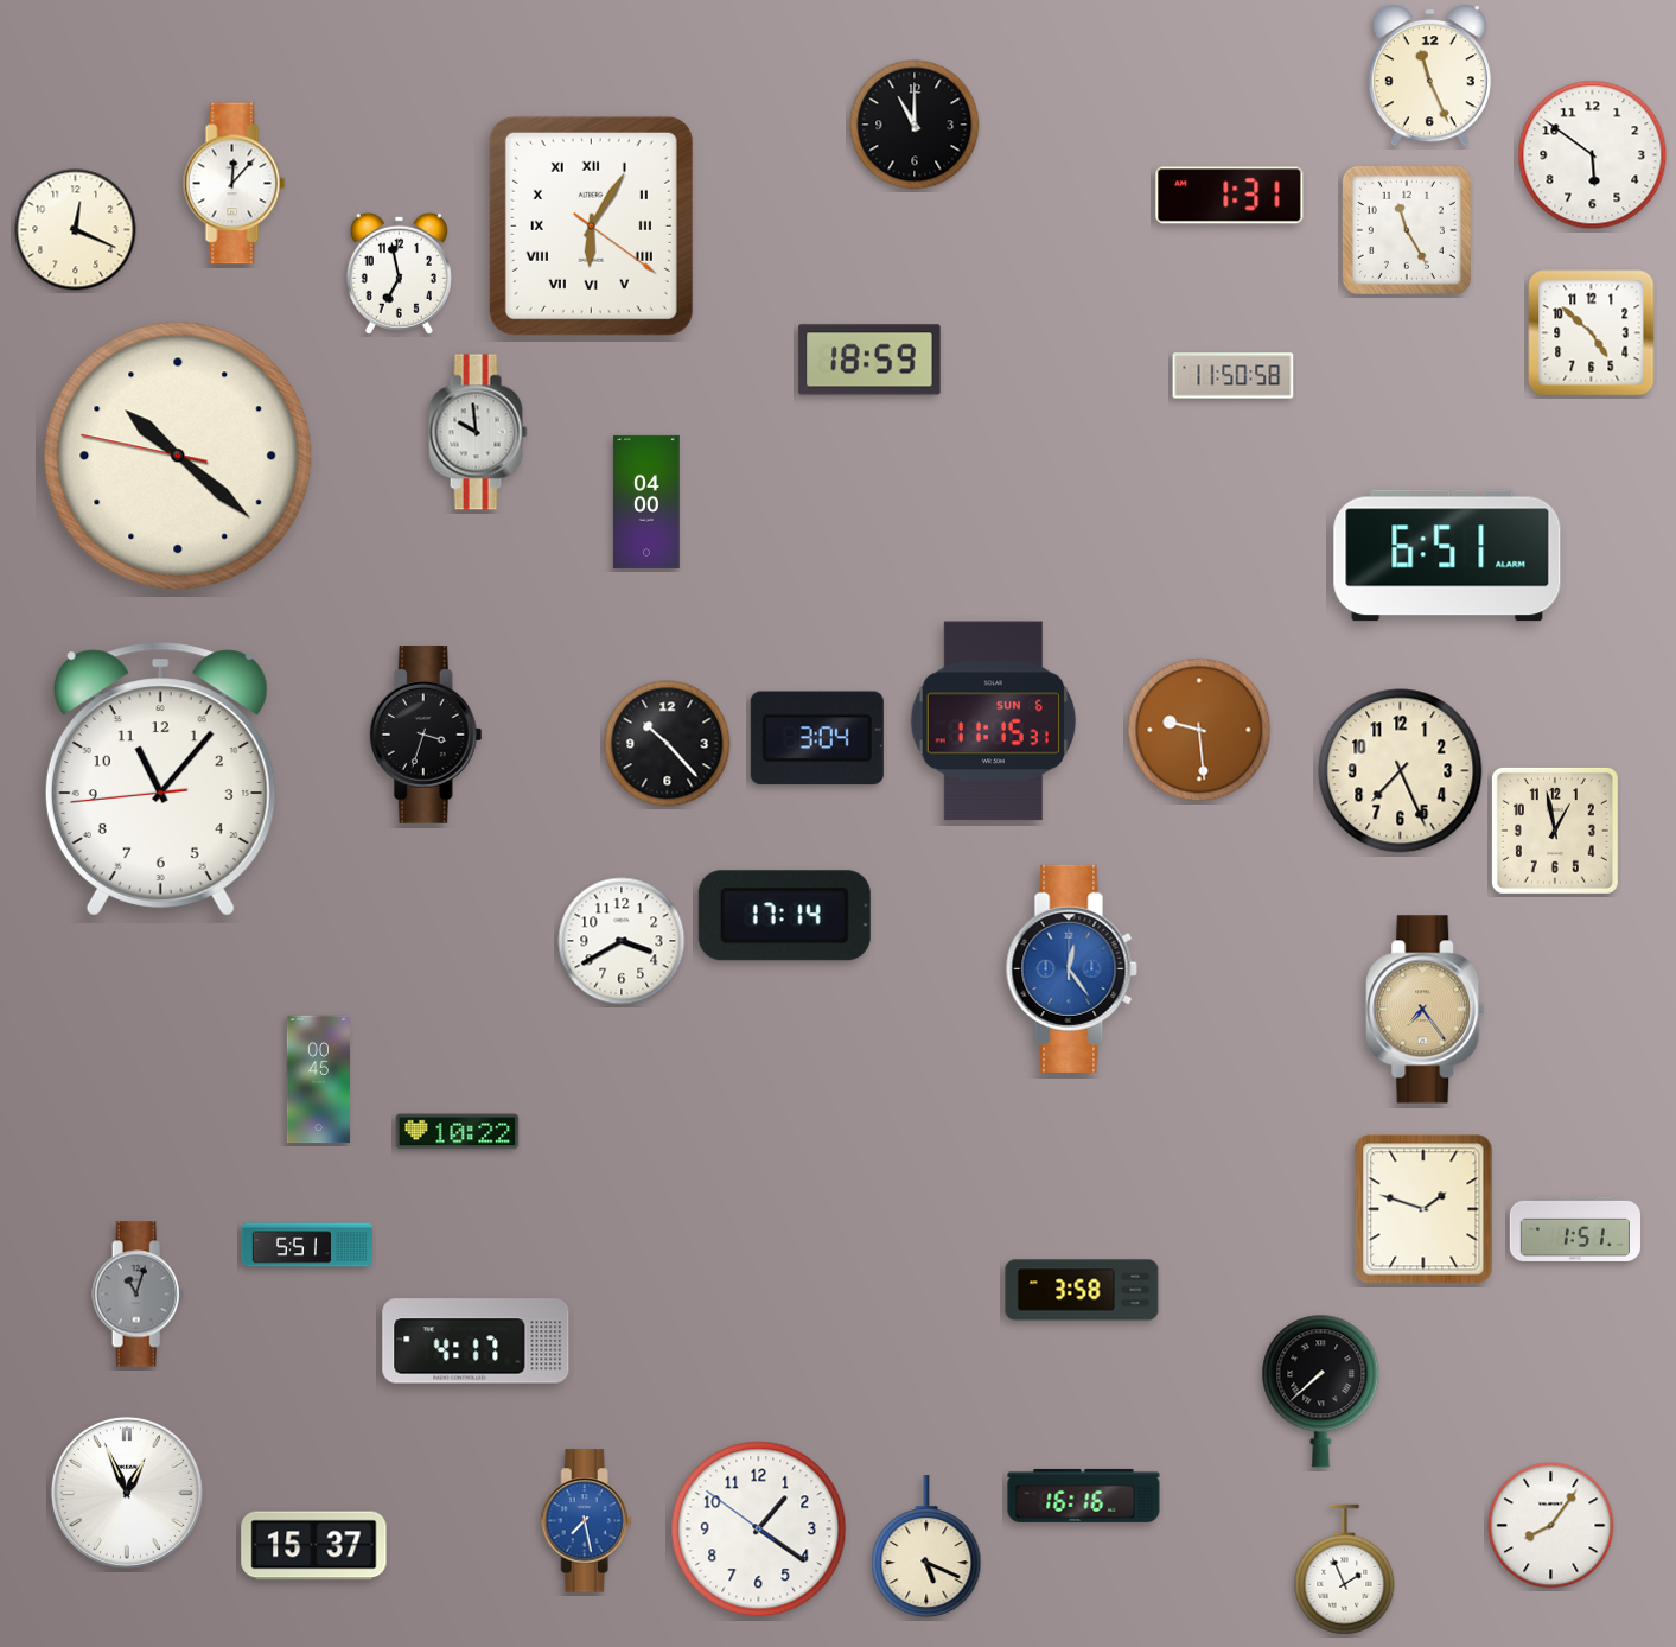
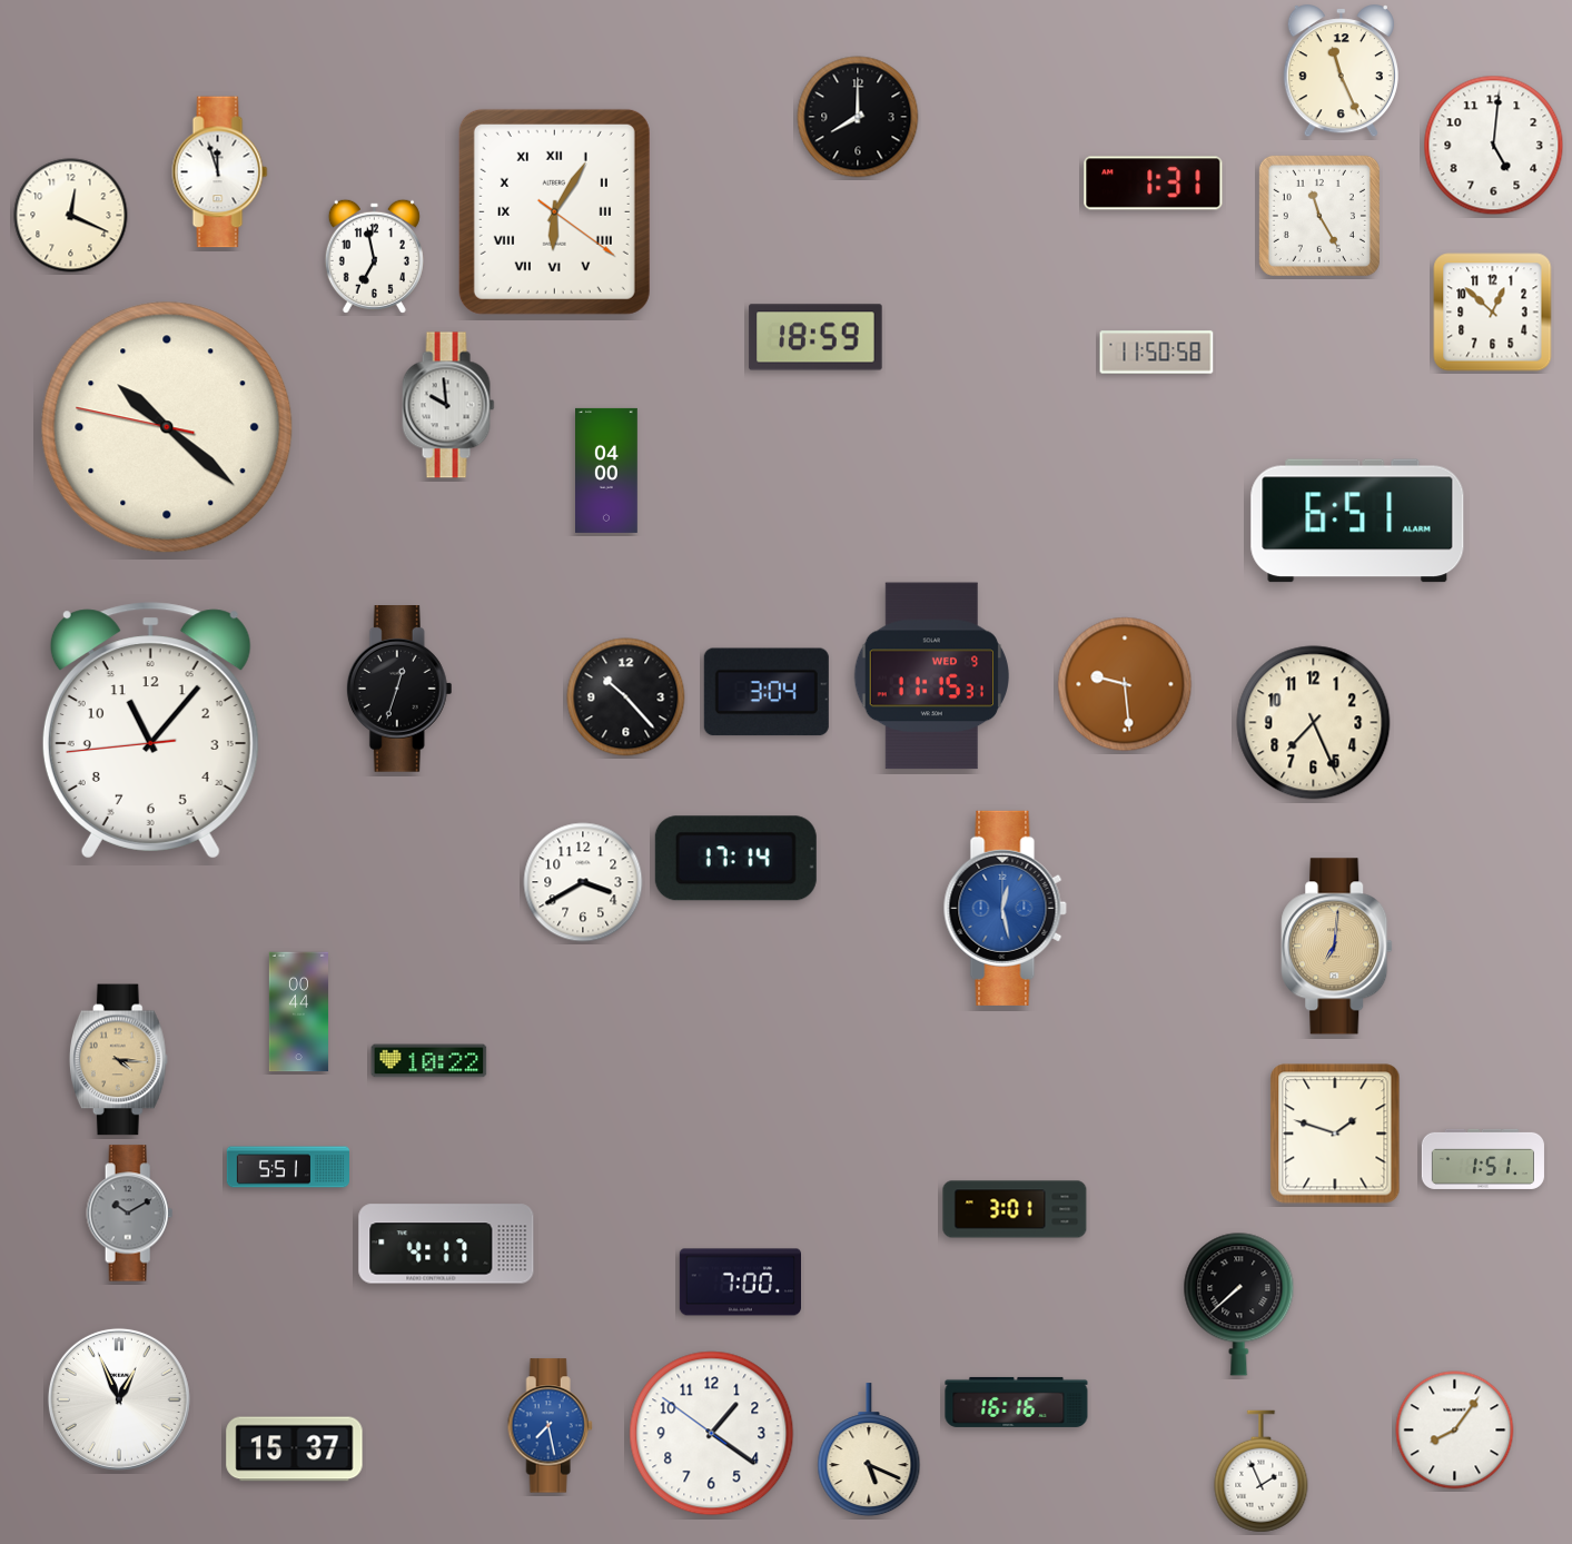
clock at (915, 125): 11:00 -> 8:00
clock at (1593, 155): 5:51 -> 5:01
clock at (235, 184): 12:07 -> 11:57
clock at (1592, 333): 4:52 -> 12:52
clock at (993, 721) date: SUN 6 -> WED 9
clock at (426, 736): 3:33 -> 12:33
clock at (1555, 831): 12:58 -> none
clock at (1071, 968): 12:24 -> 12:28
clock at (1426, 1010): 7:24 -> 7:01
clock at (318, 1080): 00:45 -> 00:44
clock at (119, 1060): none -> 4:16
clock at (1575, 1229) position: (1575, 1229) -> (1483, 1159)
clock at (1082, 1290): 3:58 -> 3:01
clock at (139, 1295): 11:03 -> 10:10
clock at (476, 1341) position: (476, 1341) -> (446, 1244)
clock at (740, 1283): none -> 7:00
